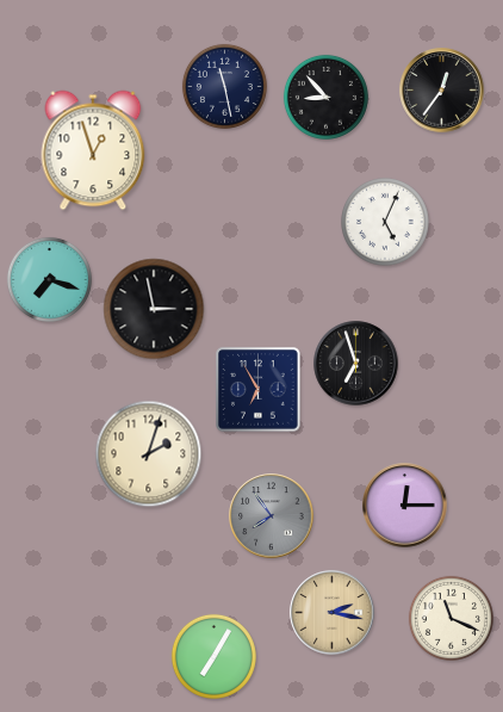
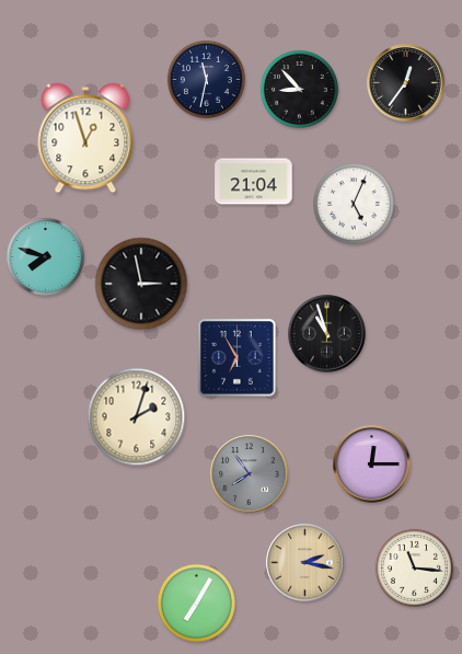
clock at (224, 86): 11:28 -> 11:32
clock at (254, 182): none -> 21:04
clock at (49, 279): 7:18 -> 7:48
clock at (356, 364): 6:57 -> 10:57
clock at (451, 618): 11:19 -> 11:16
